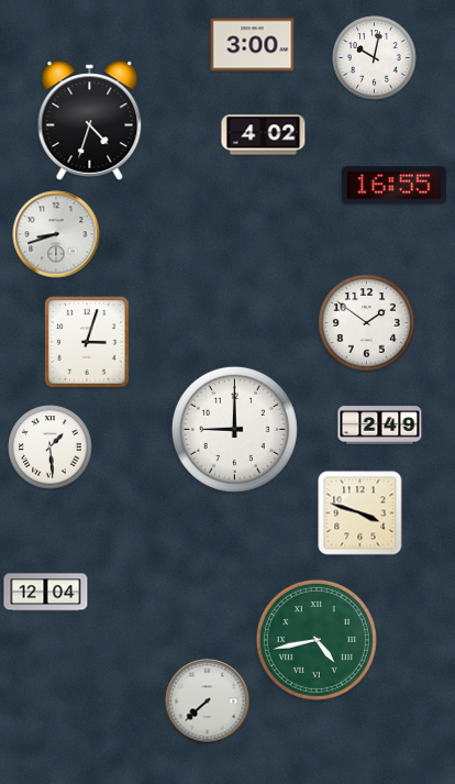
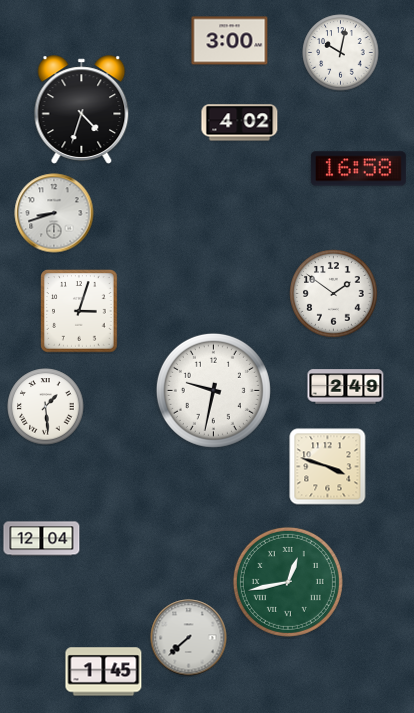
clock at (393, 186): 16:55 -> 16:58
clock at (56, 234) position: (56, 234) -> (54, 213)
clock at (234, 429): 9:00 -> 9:32
clock at (317, 640): 4:43 -> 12:43
clock at (104, 672): none -> 1:45
